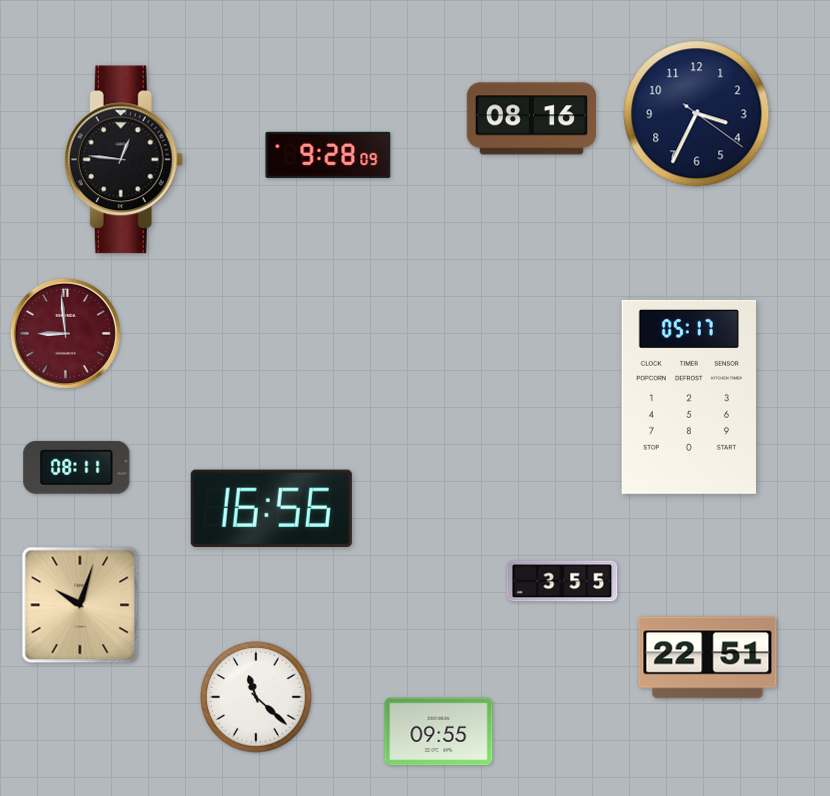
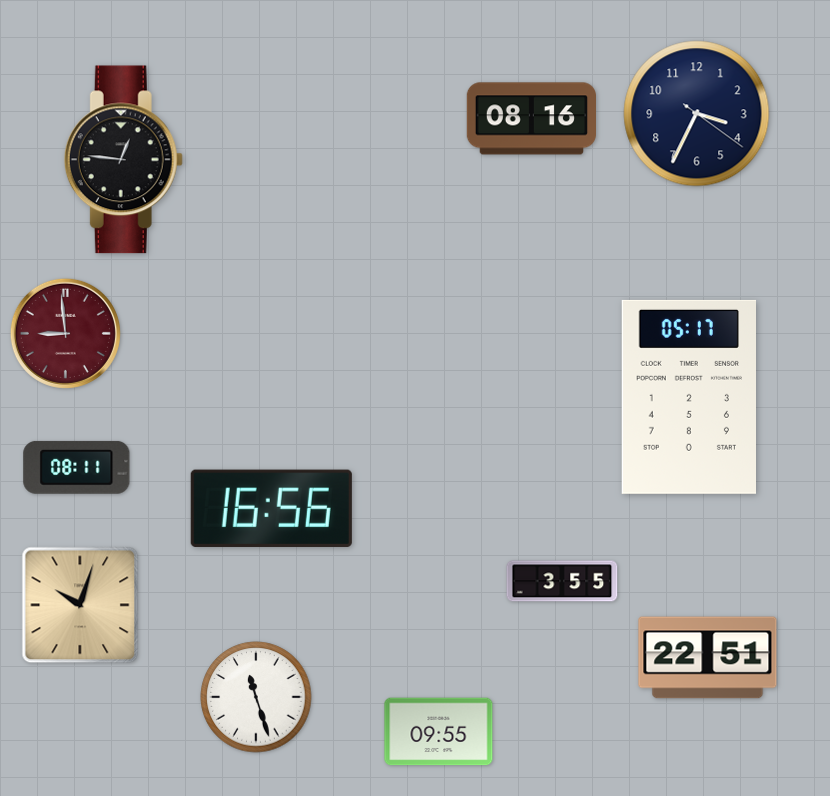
clock at (328, 155): 9:28 -> none
clock at (256, 697): 11:22 -> 11:27
